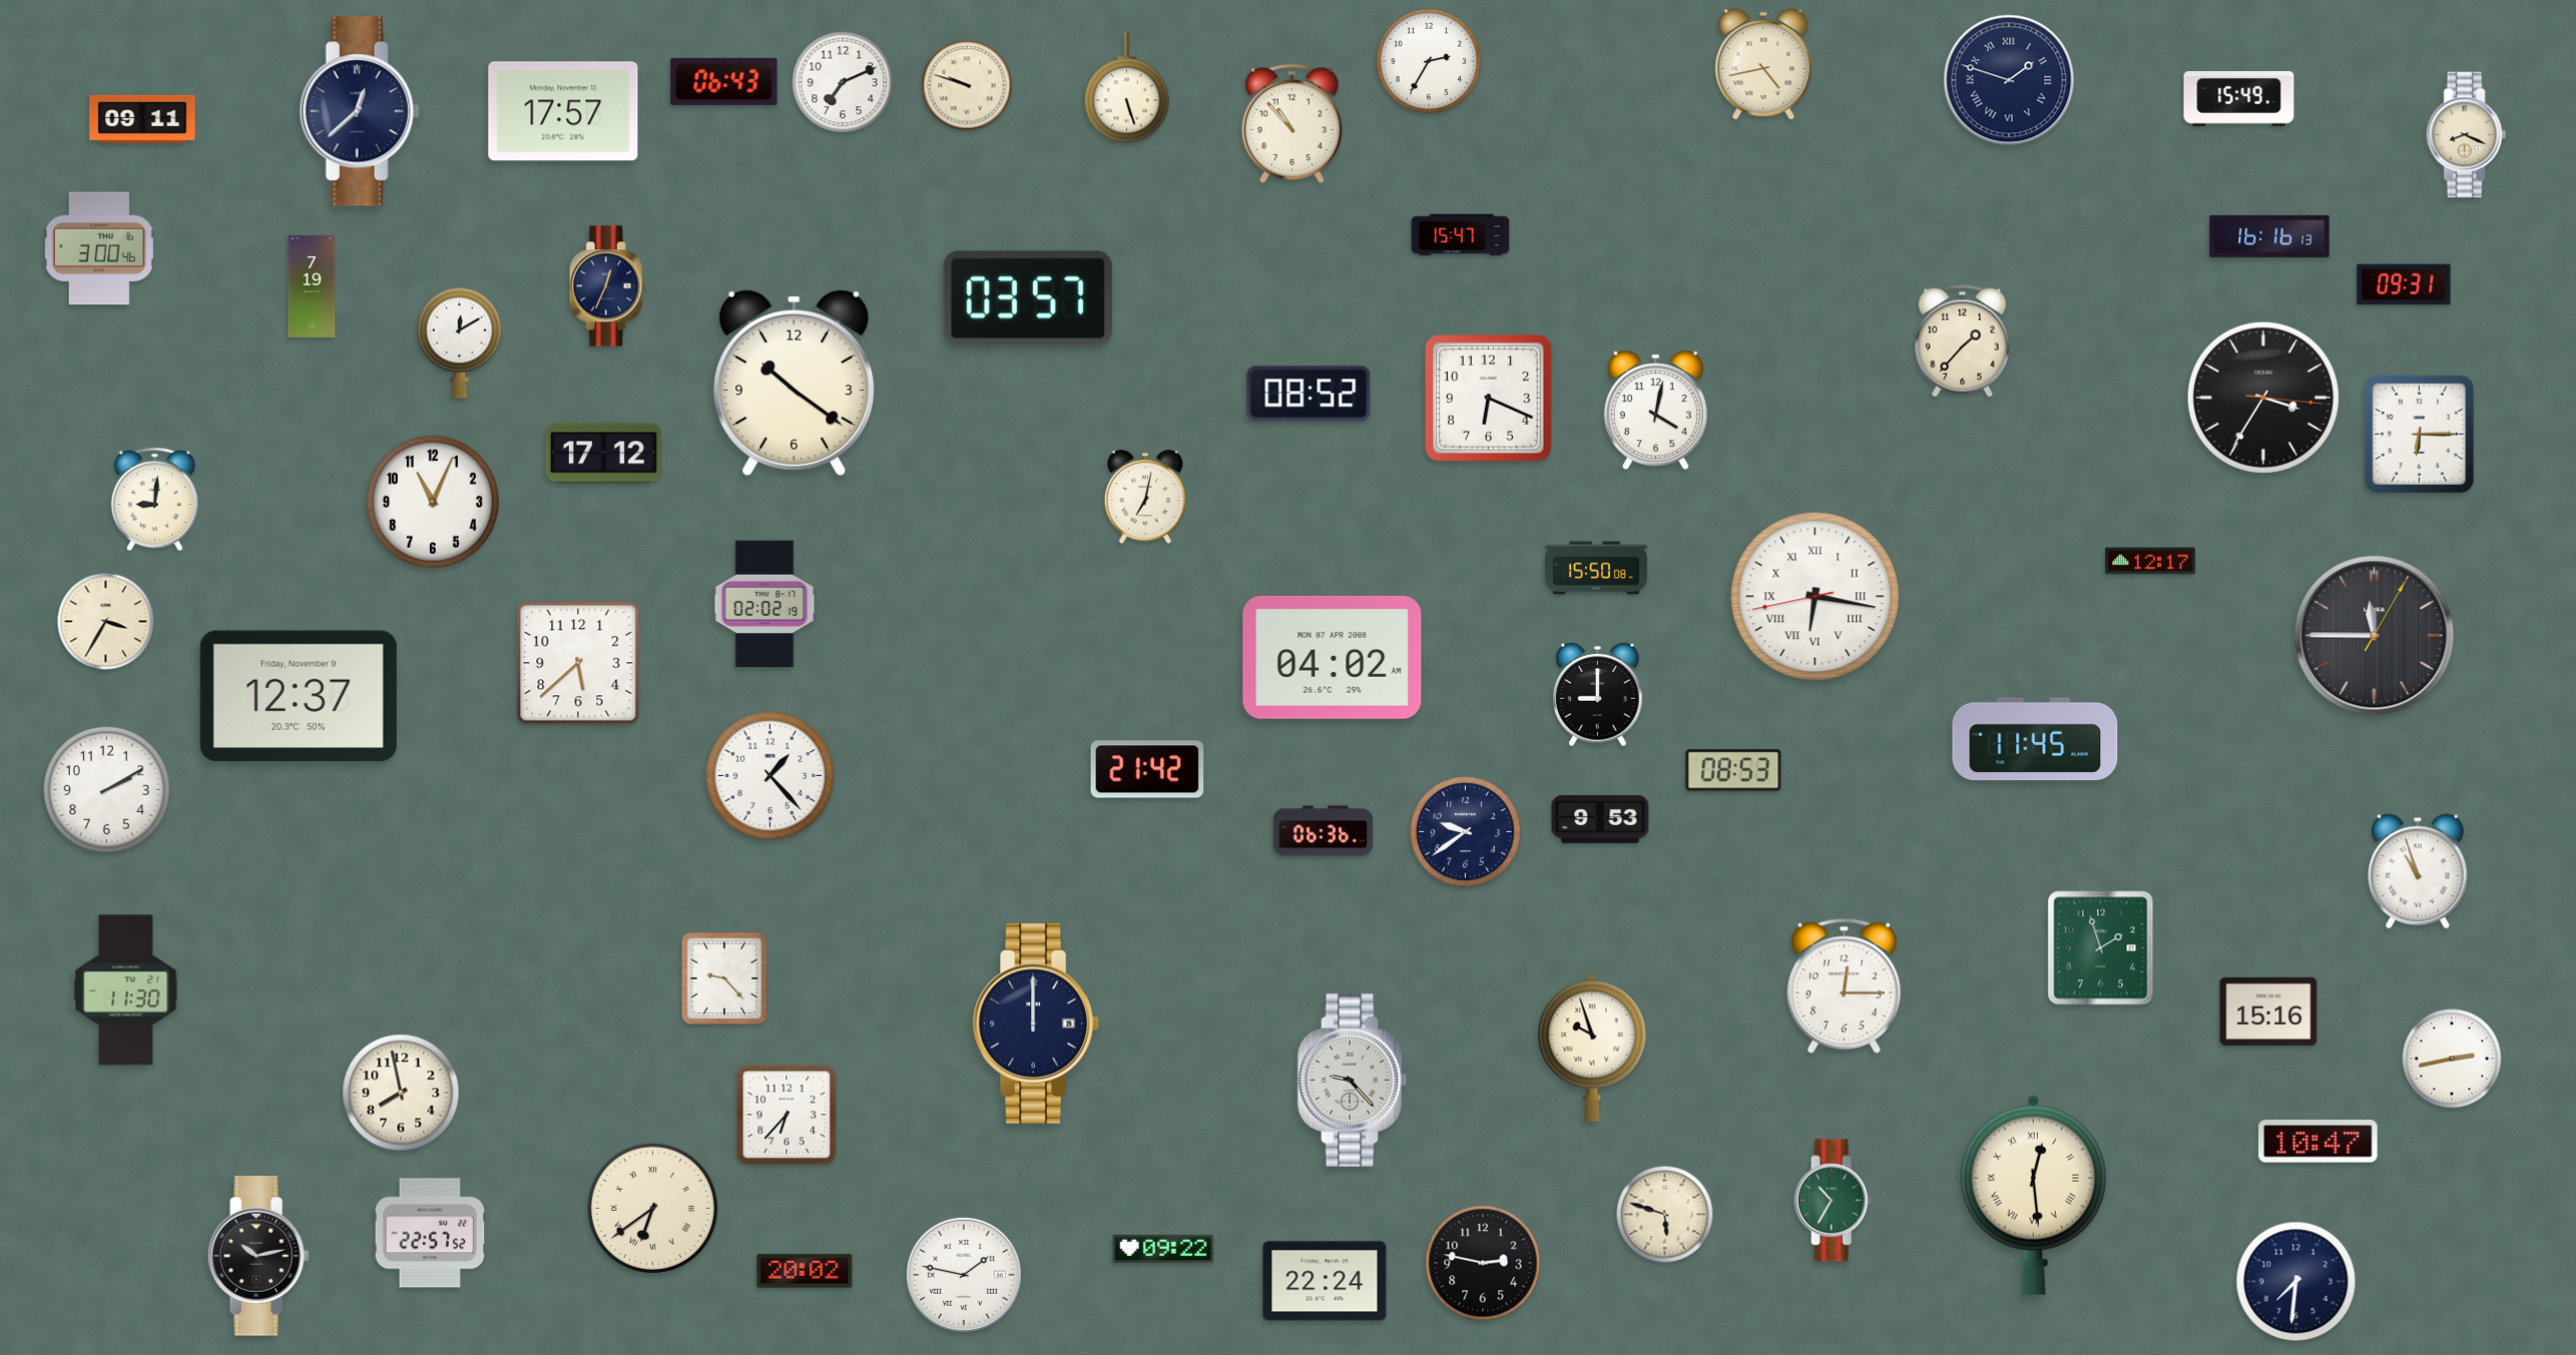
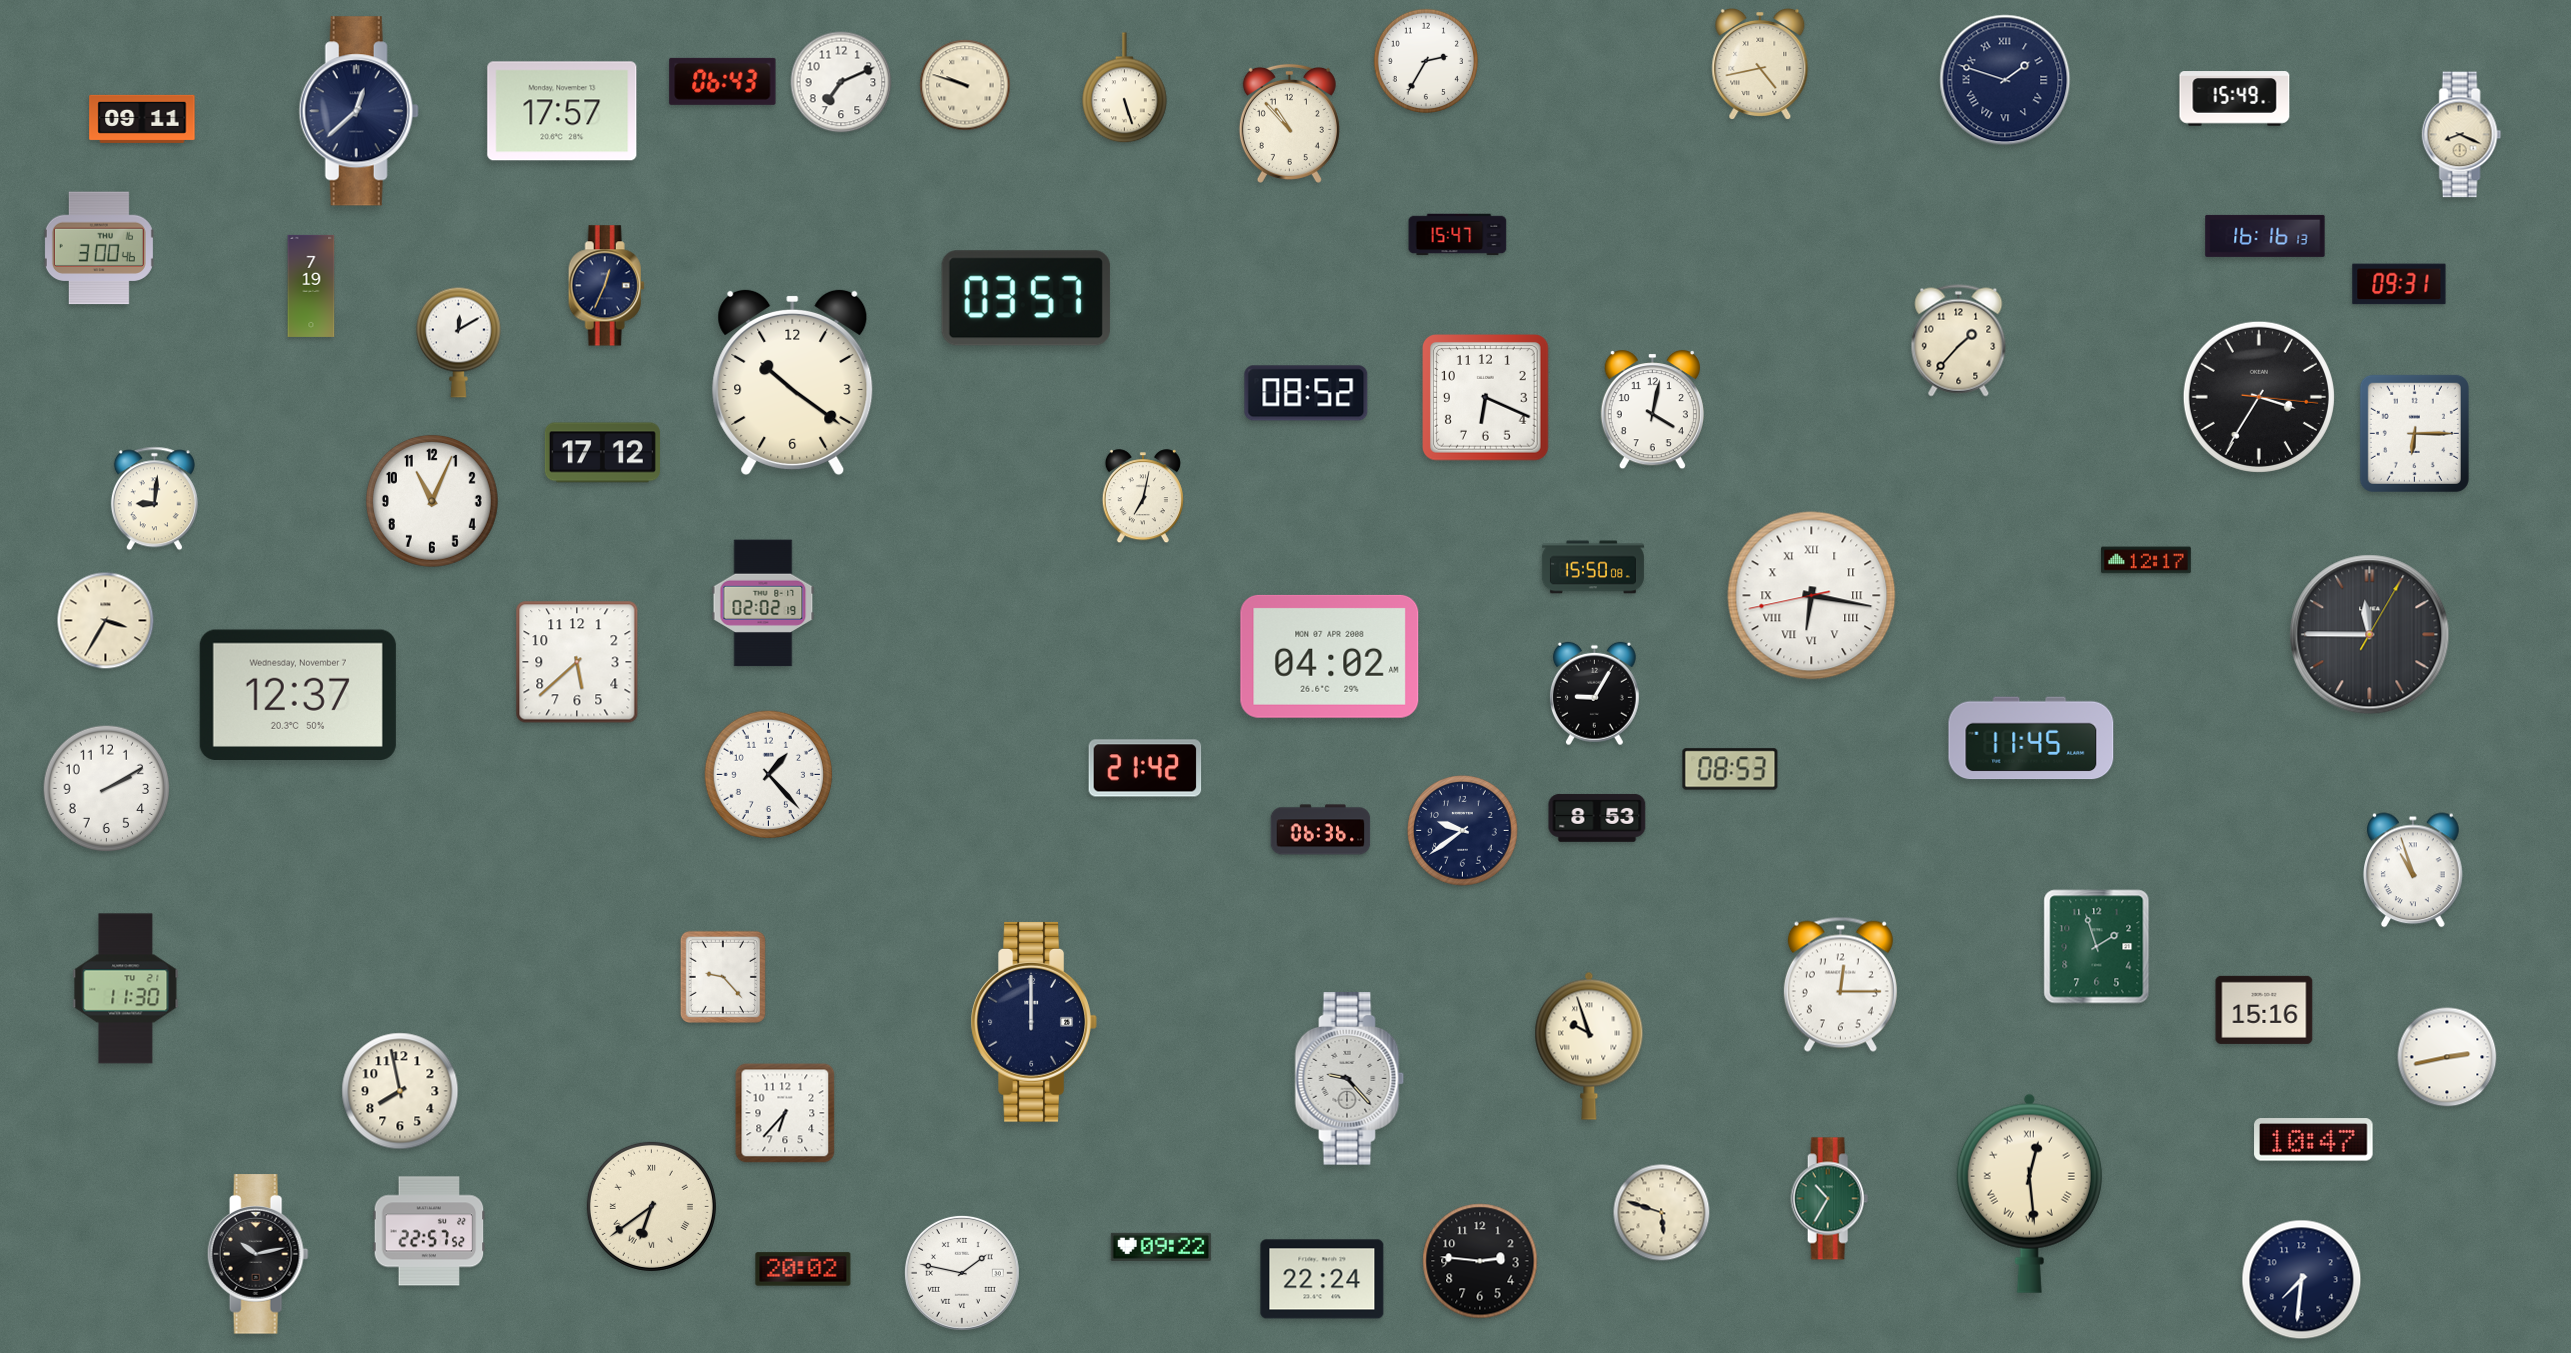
clock at (299, 695) date: Friday, November 9 -> Wednesday, November 7
clock at (1597, 695): 9:00 -> 9:05
clock at (1600, 819): 9:53 -> 8:53
clock at (1483, 1263): 2:47 -> 2:46
clock at (2296, 1282) position: (2296, 1282) -> (2302, 1280)
